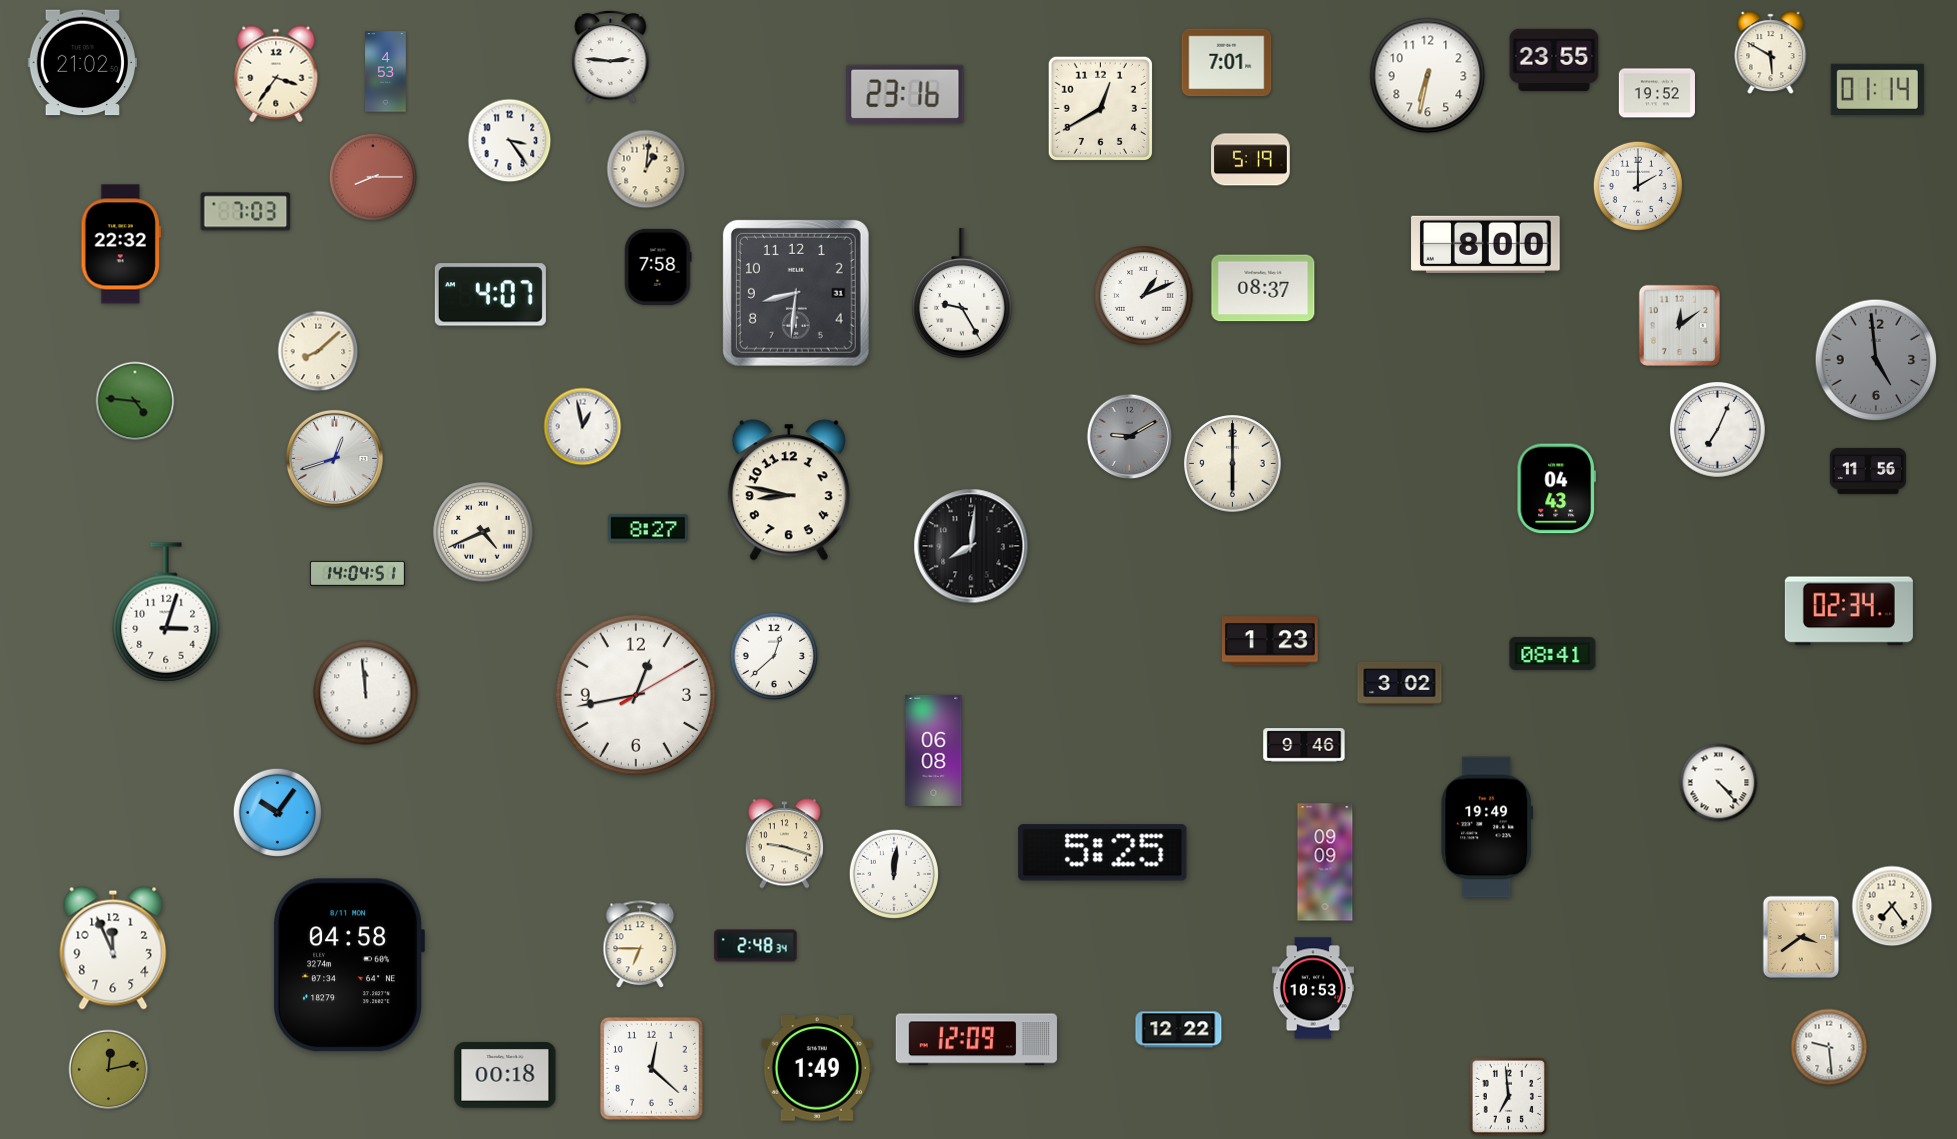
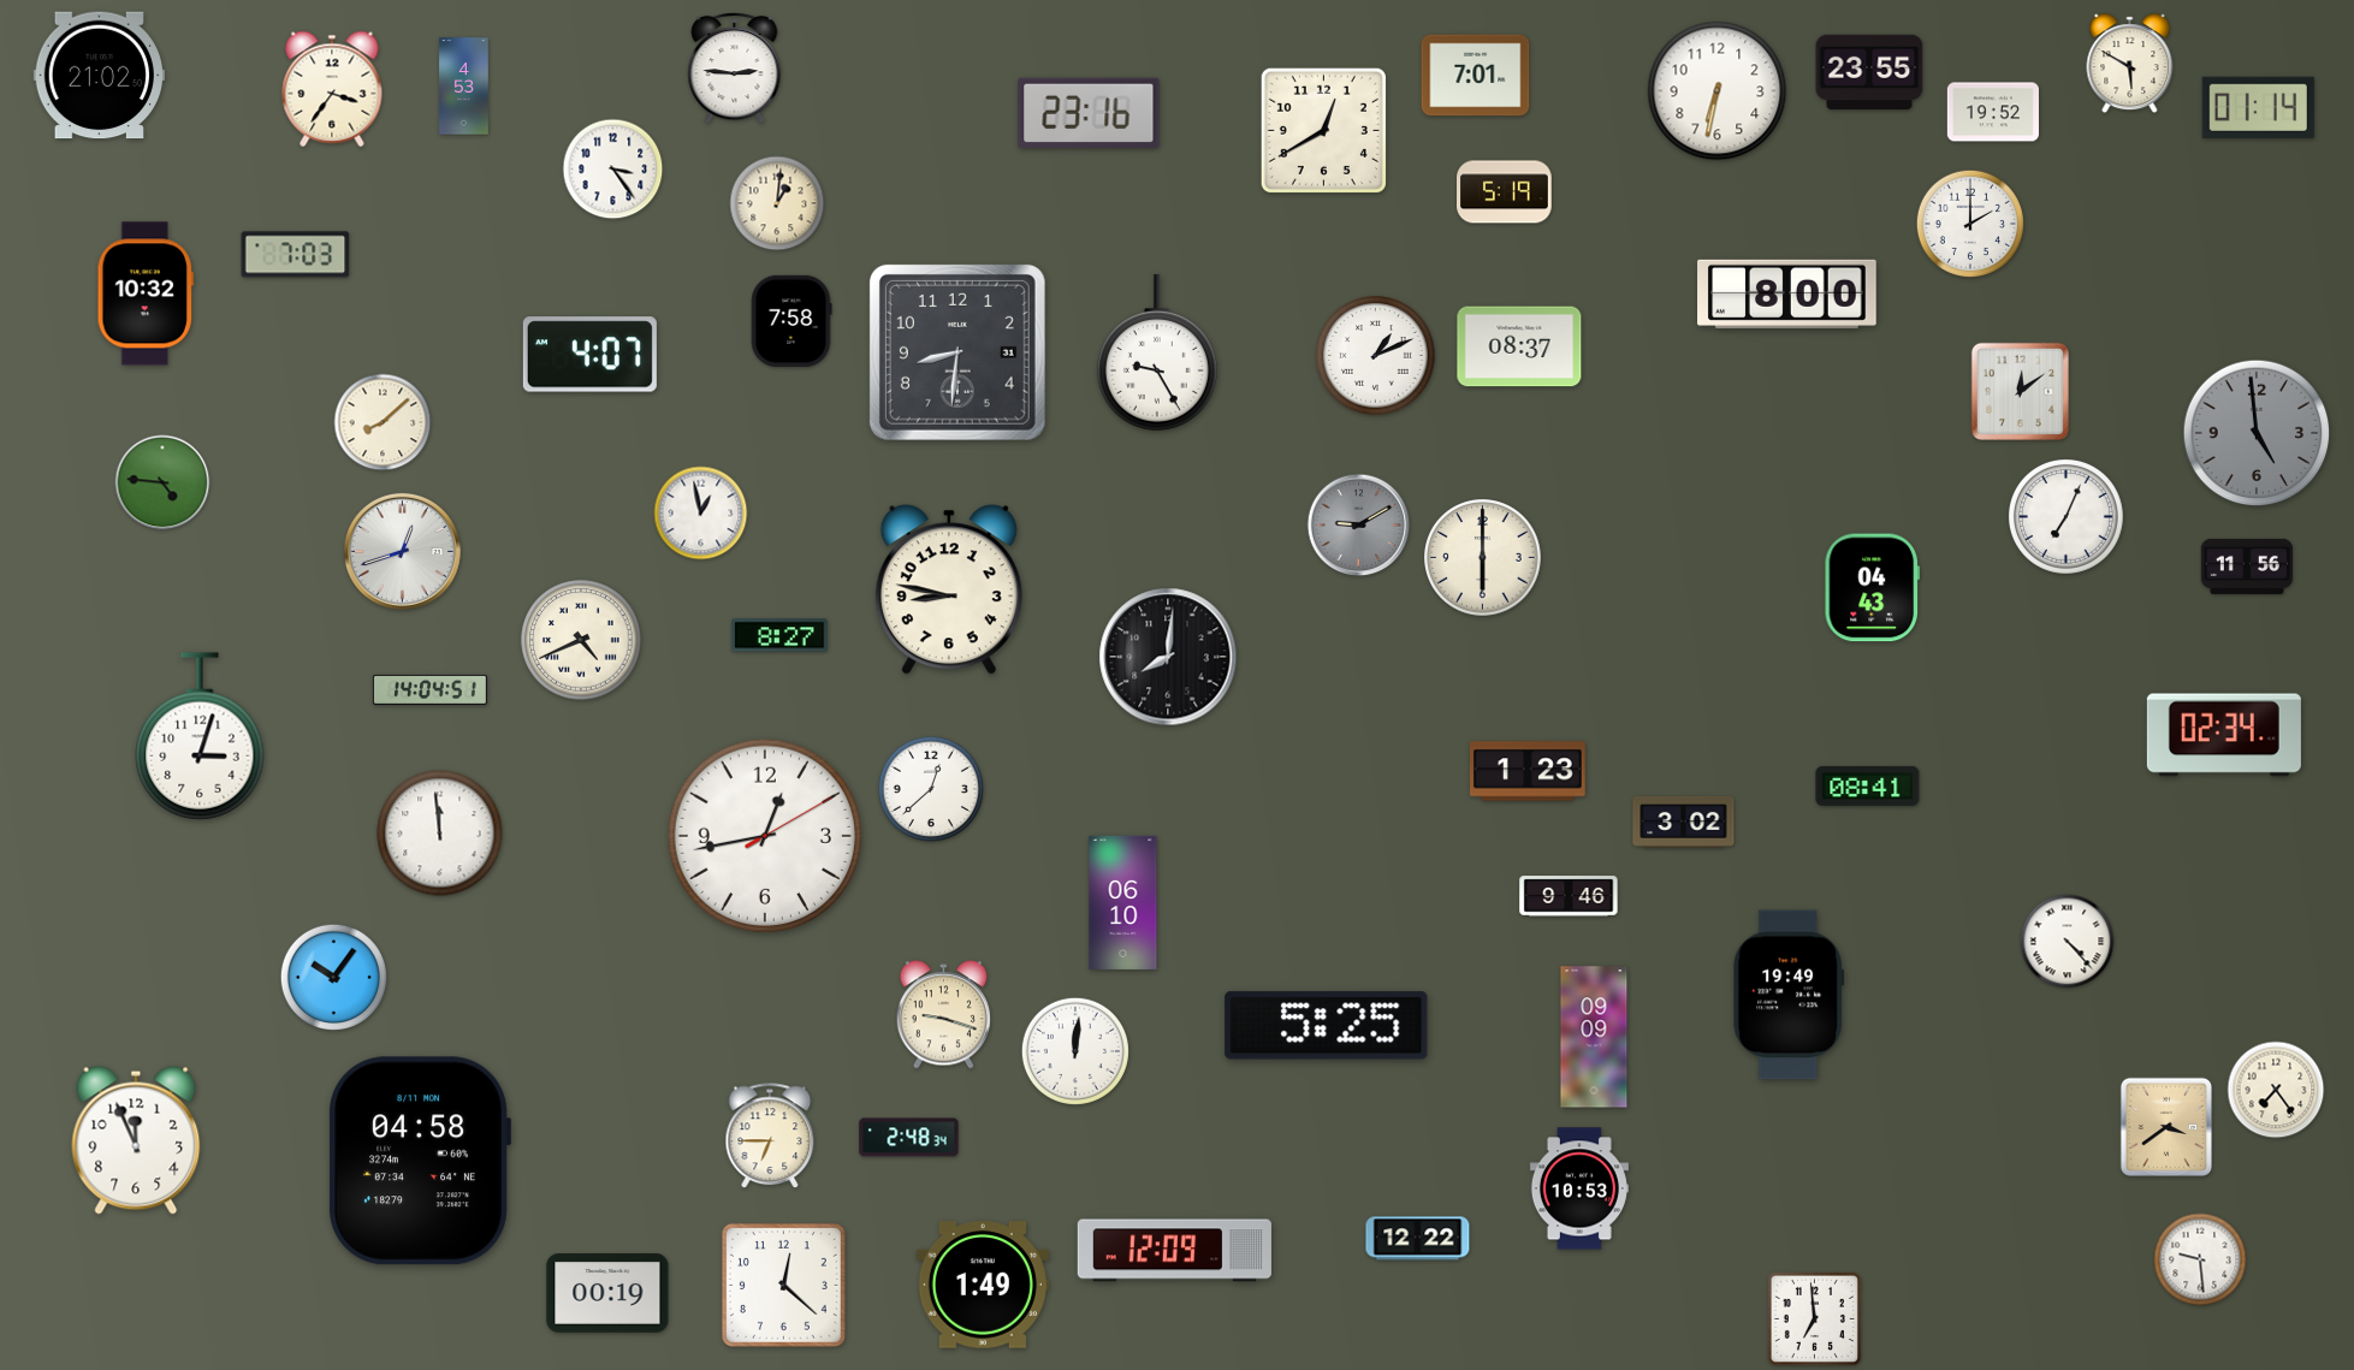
clock at (373, 177): 8:15 -> none
clock at (121, 244): 22:32 -> 10:32
clock at (934, 750): 06:08 -> 06:10
clock at (109, 1070): 12:13 -> none
clock at (505, 1075): 00:18 -> 00:19
